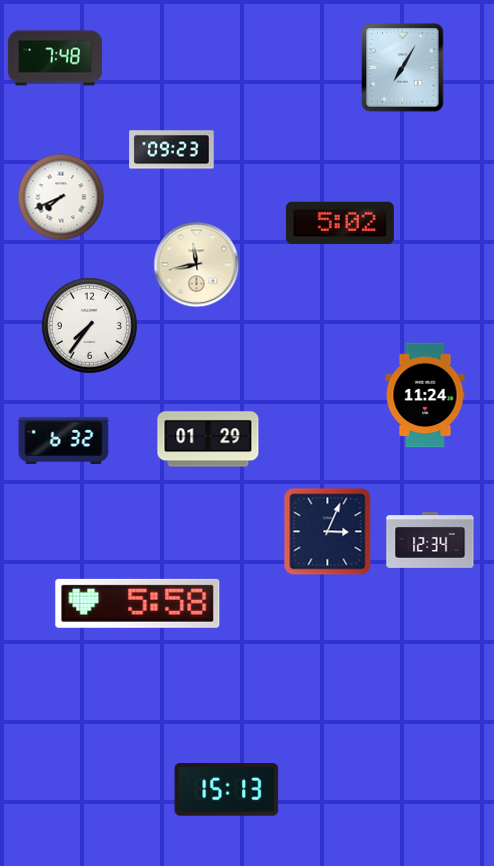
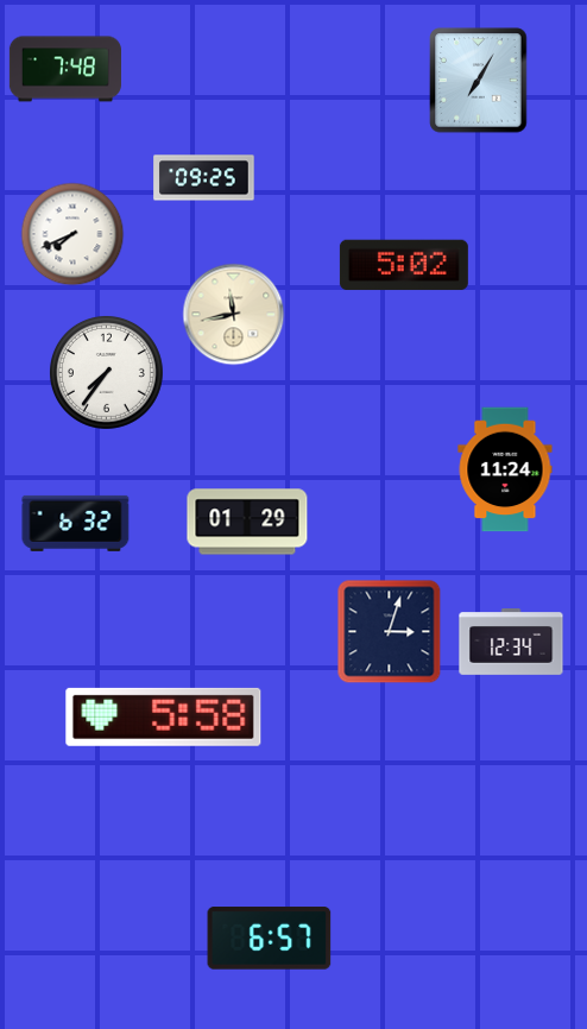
clock at (172, 150): 09:23 -> 09:25
clock at (89, 325) position: (89, 325) -> (106, 372)
clock at (328, 532): 3:04 -> 3:03
clock at (227, 790): 15:13 -> 6:57
